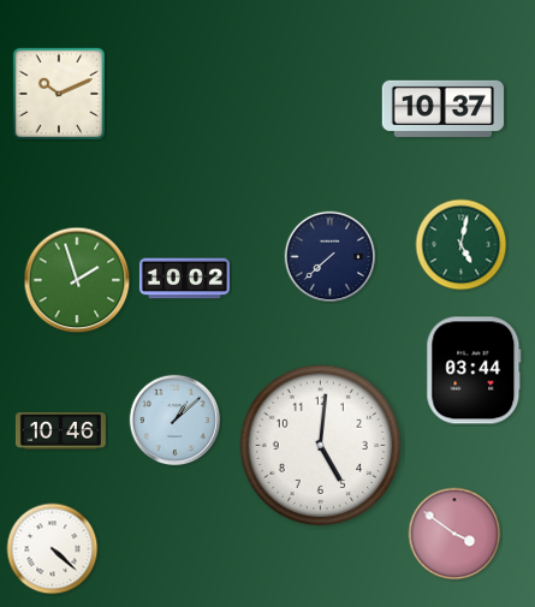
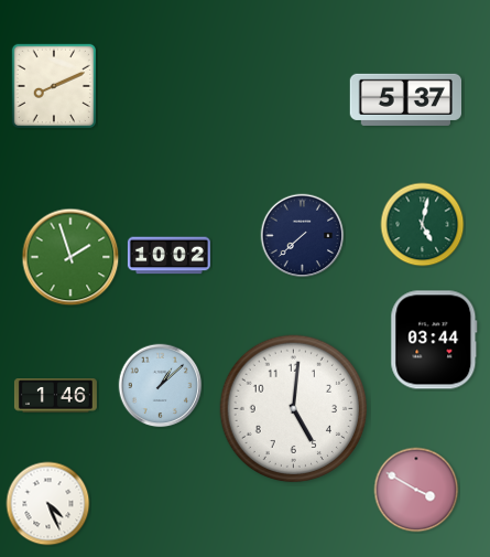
clock at (58, 93): 10:11 -> 8:11
clock at (442, 108): 10:37 -> 5:37
clock at (60, 432): 10:46 -> 1:46
clock at (454, 534): 3:51 -> 3:50
clock at (53, 549): 4:22 -> 4:26
